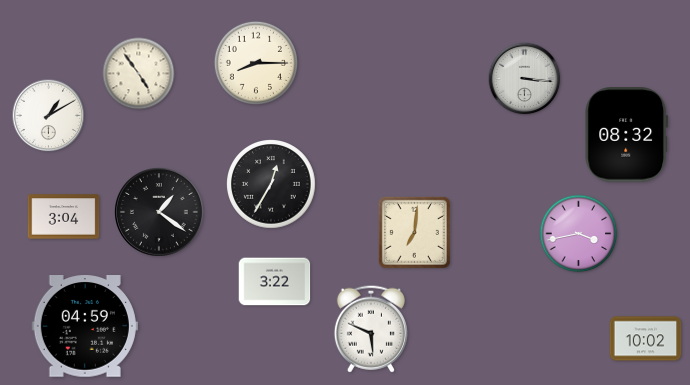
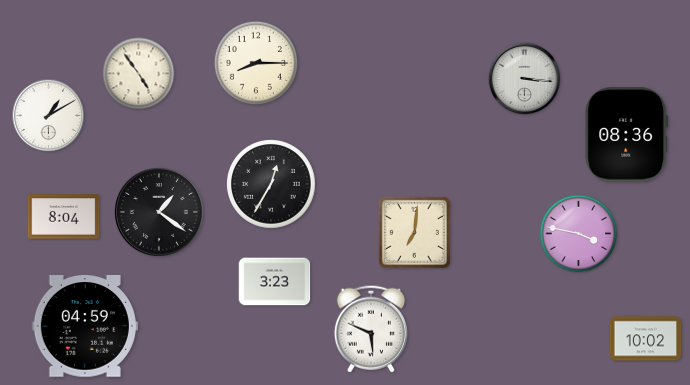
clock at (627, 135): 08:32 -> 08:36
clock at (64, 217): 3:04 -> 8:04
clock at (579, 234): 3:43 -> 3:47
clock at (275, 282): 3:22 -> 3:23
